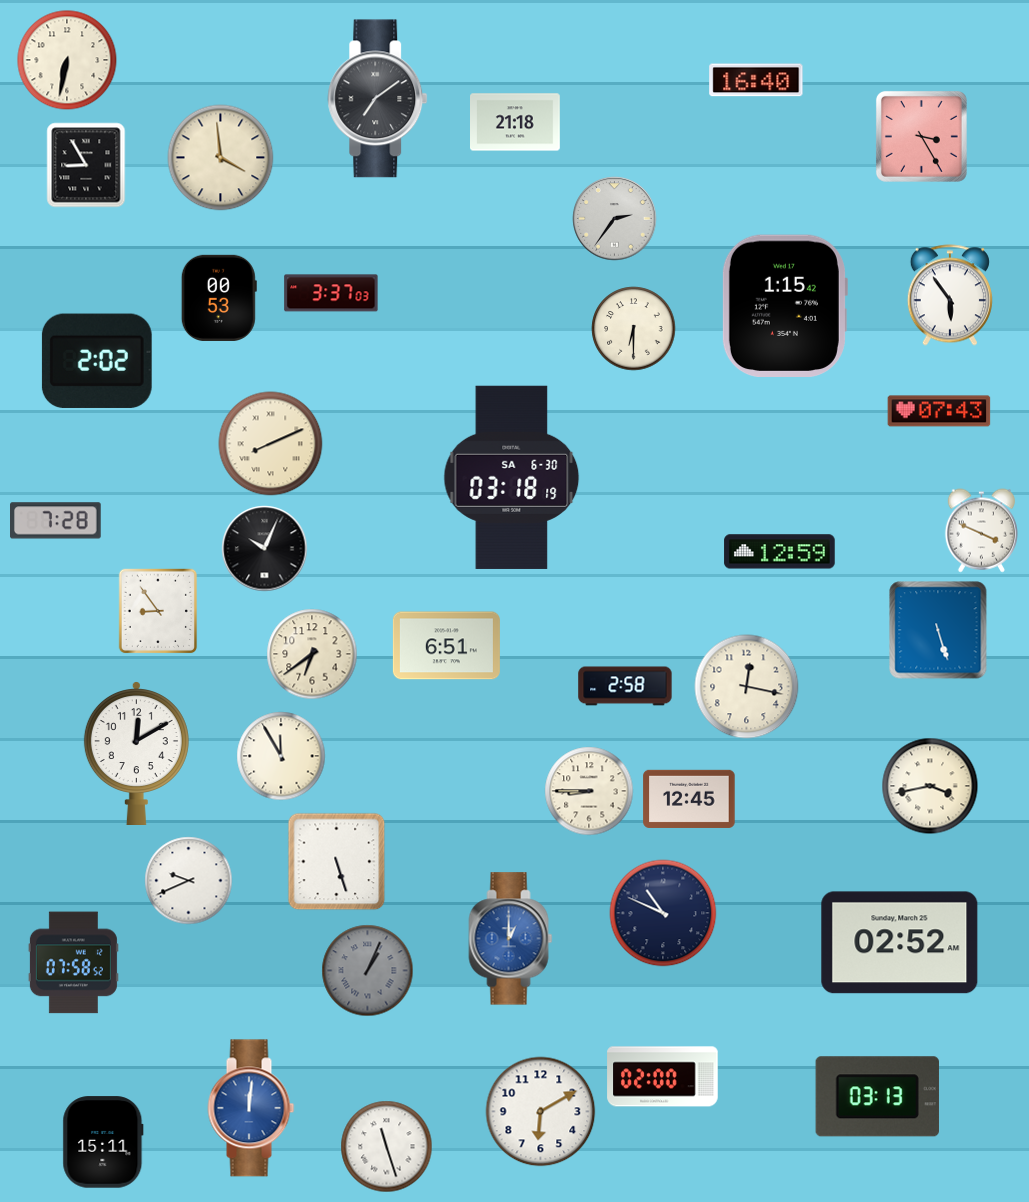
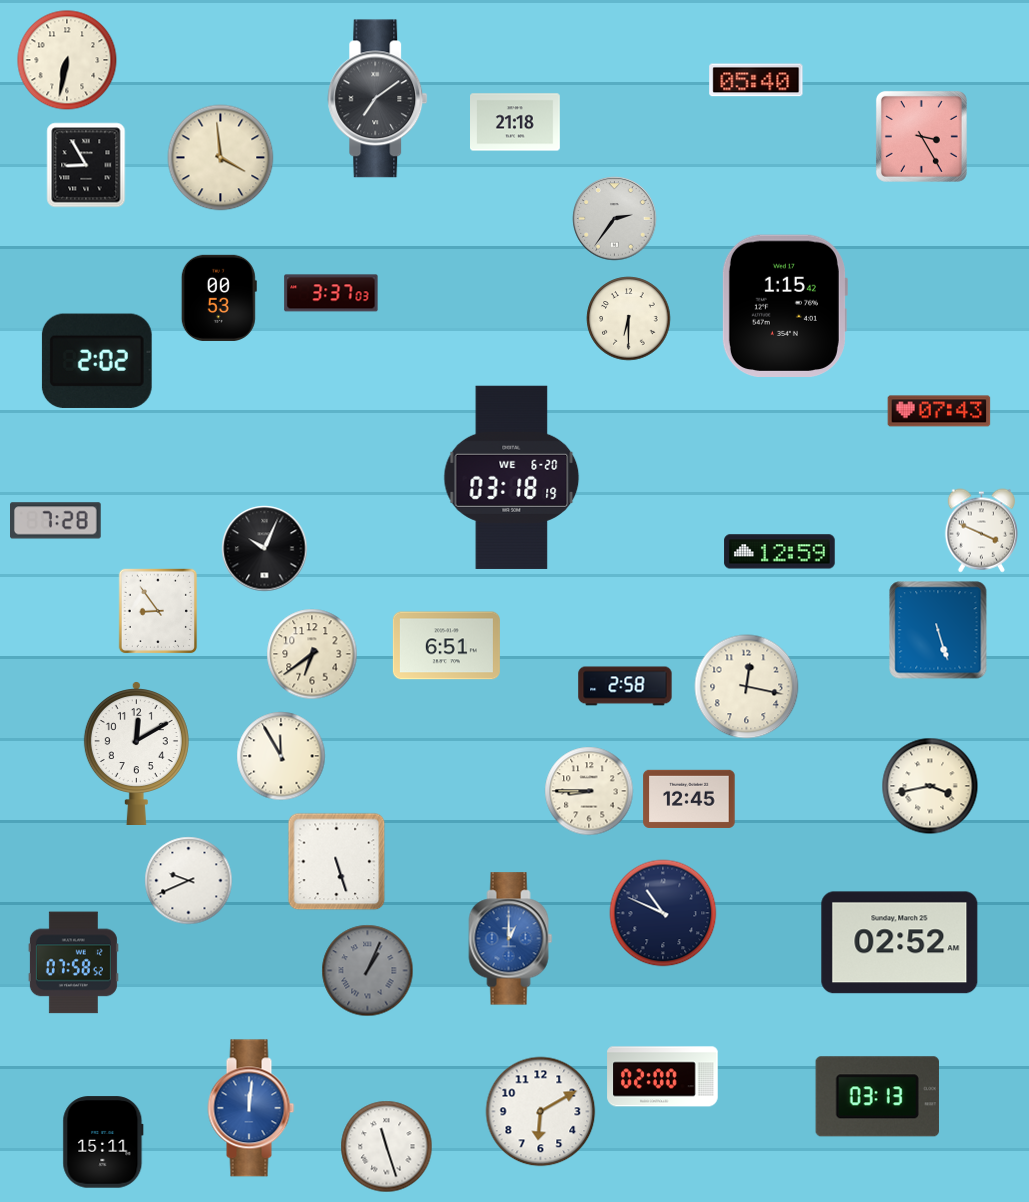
clock at (756, 80): 16:40 -> 05:40
clock at (950, 295): 5:54 -> none
clock at (634, 329) position: (634, 329) -> (629, 319)
clock at (271, 444): 8:11 -> none
clock at (512, 477) date: SA 6-30 -> WE 6-20
